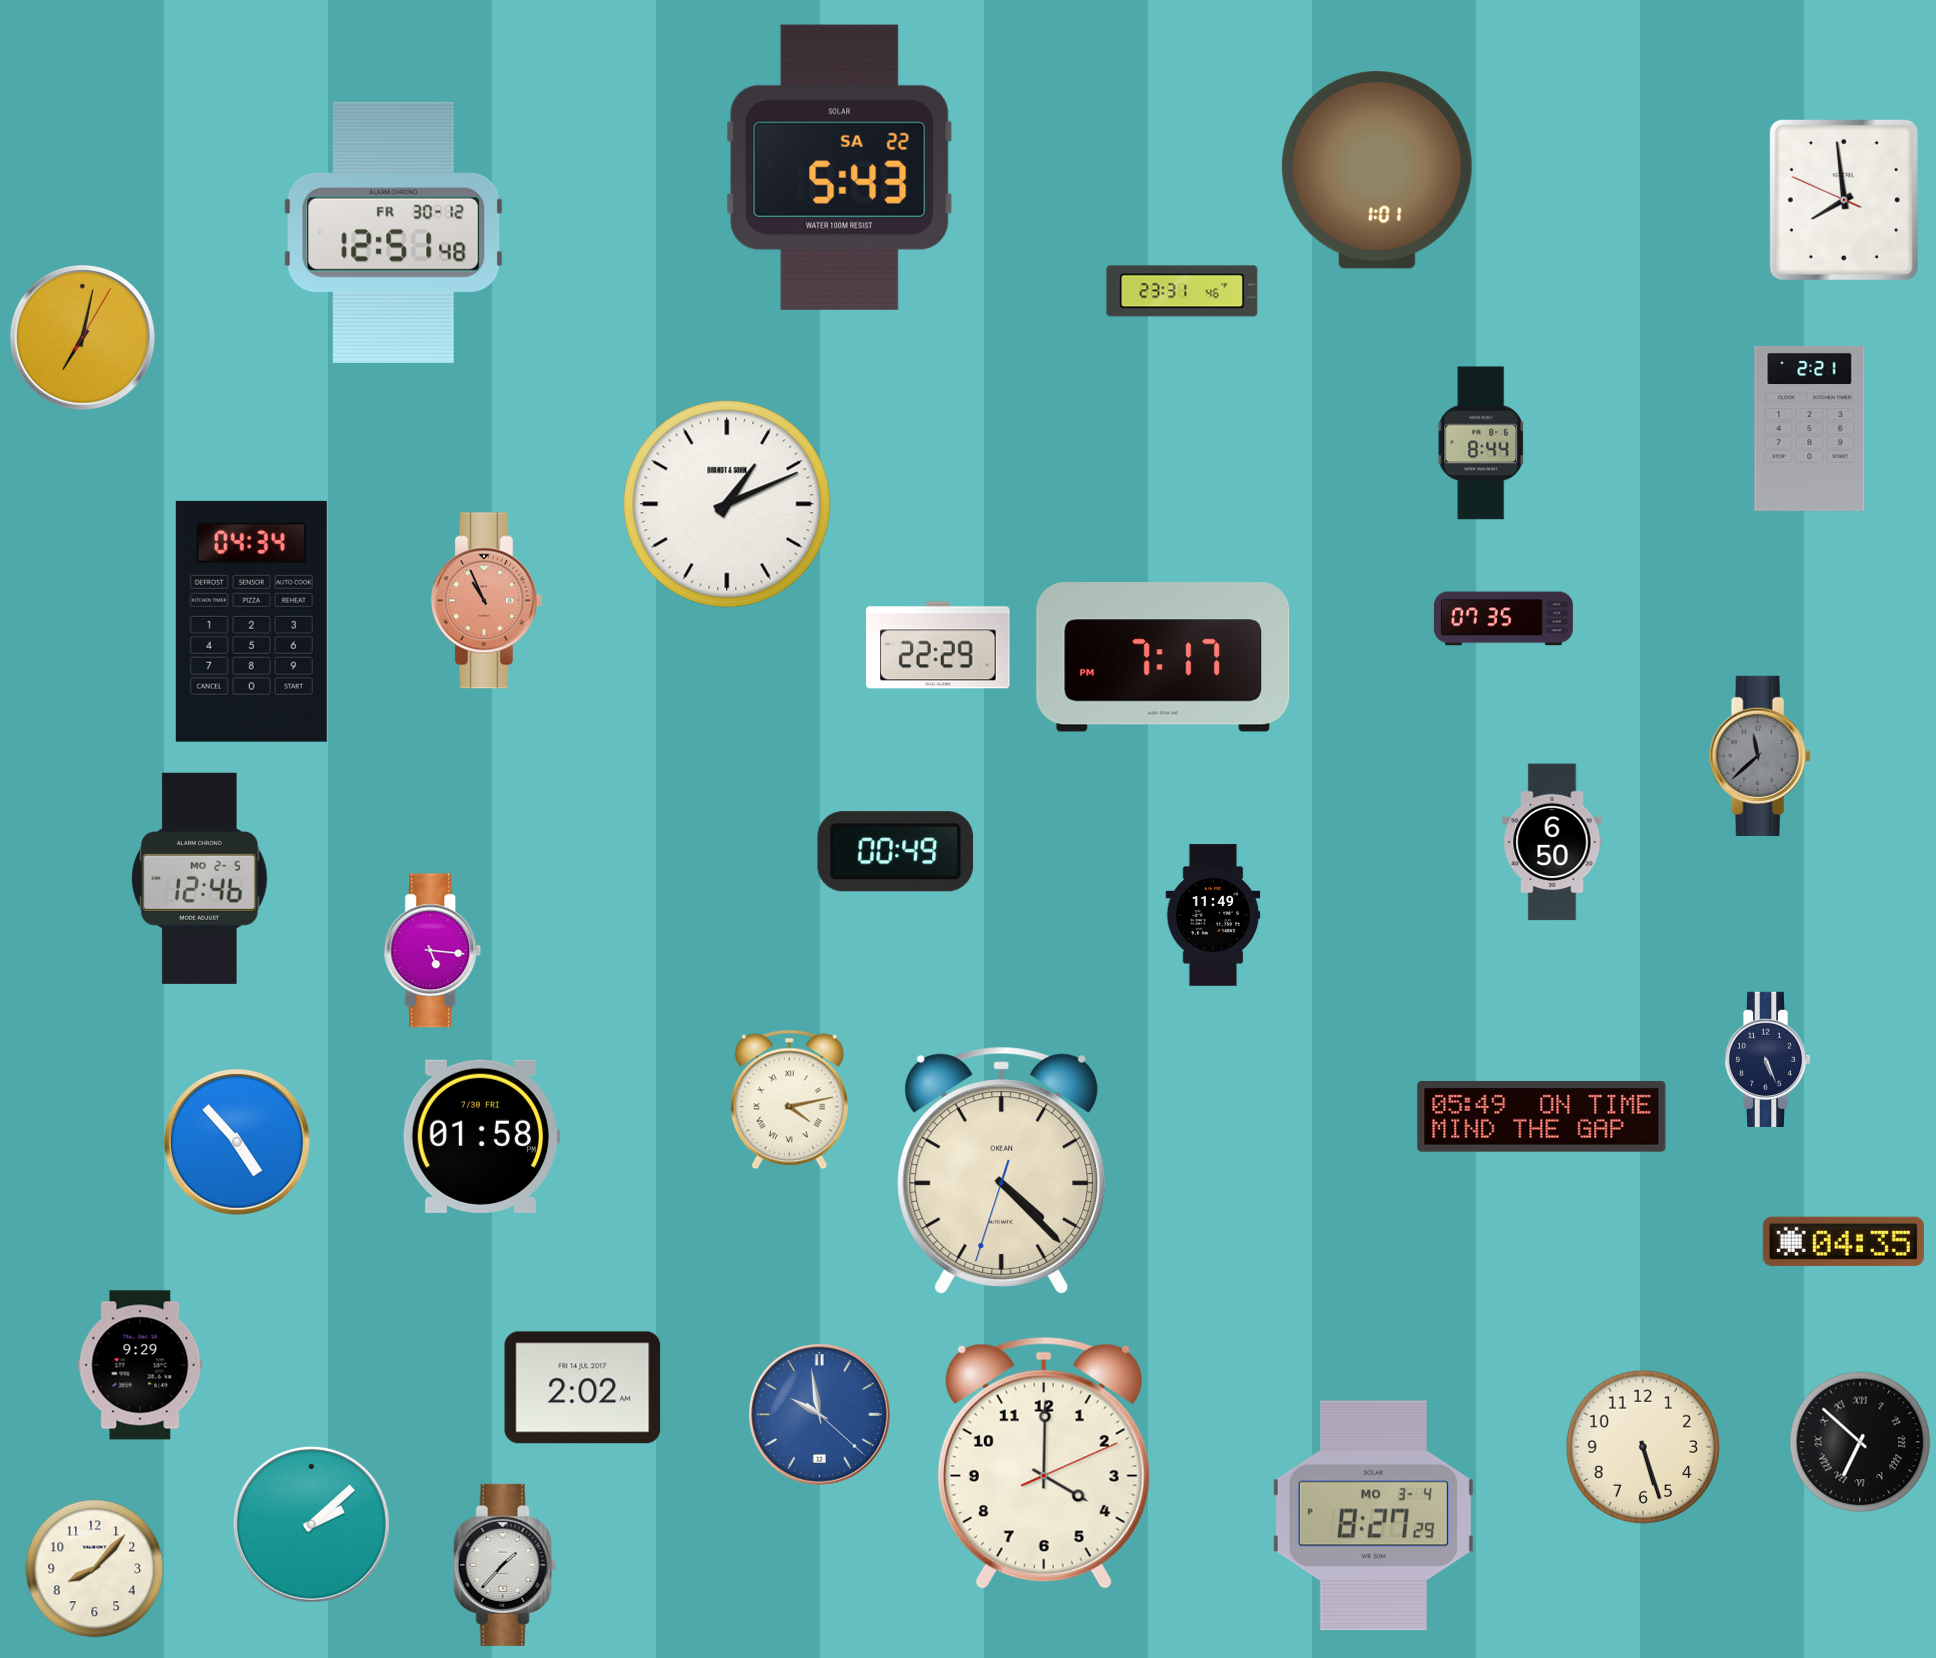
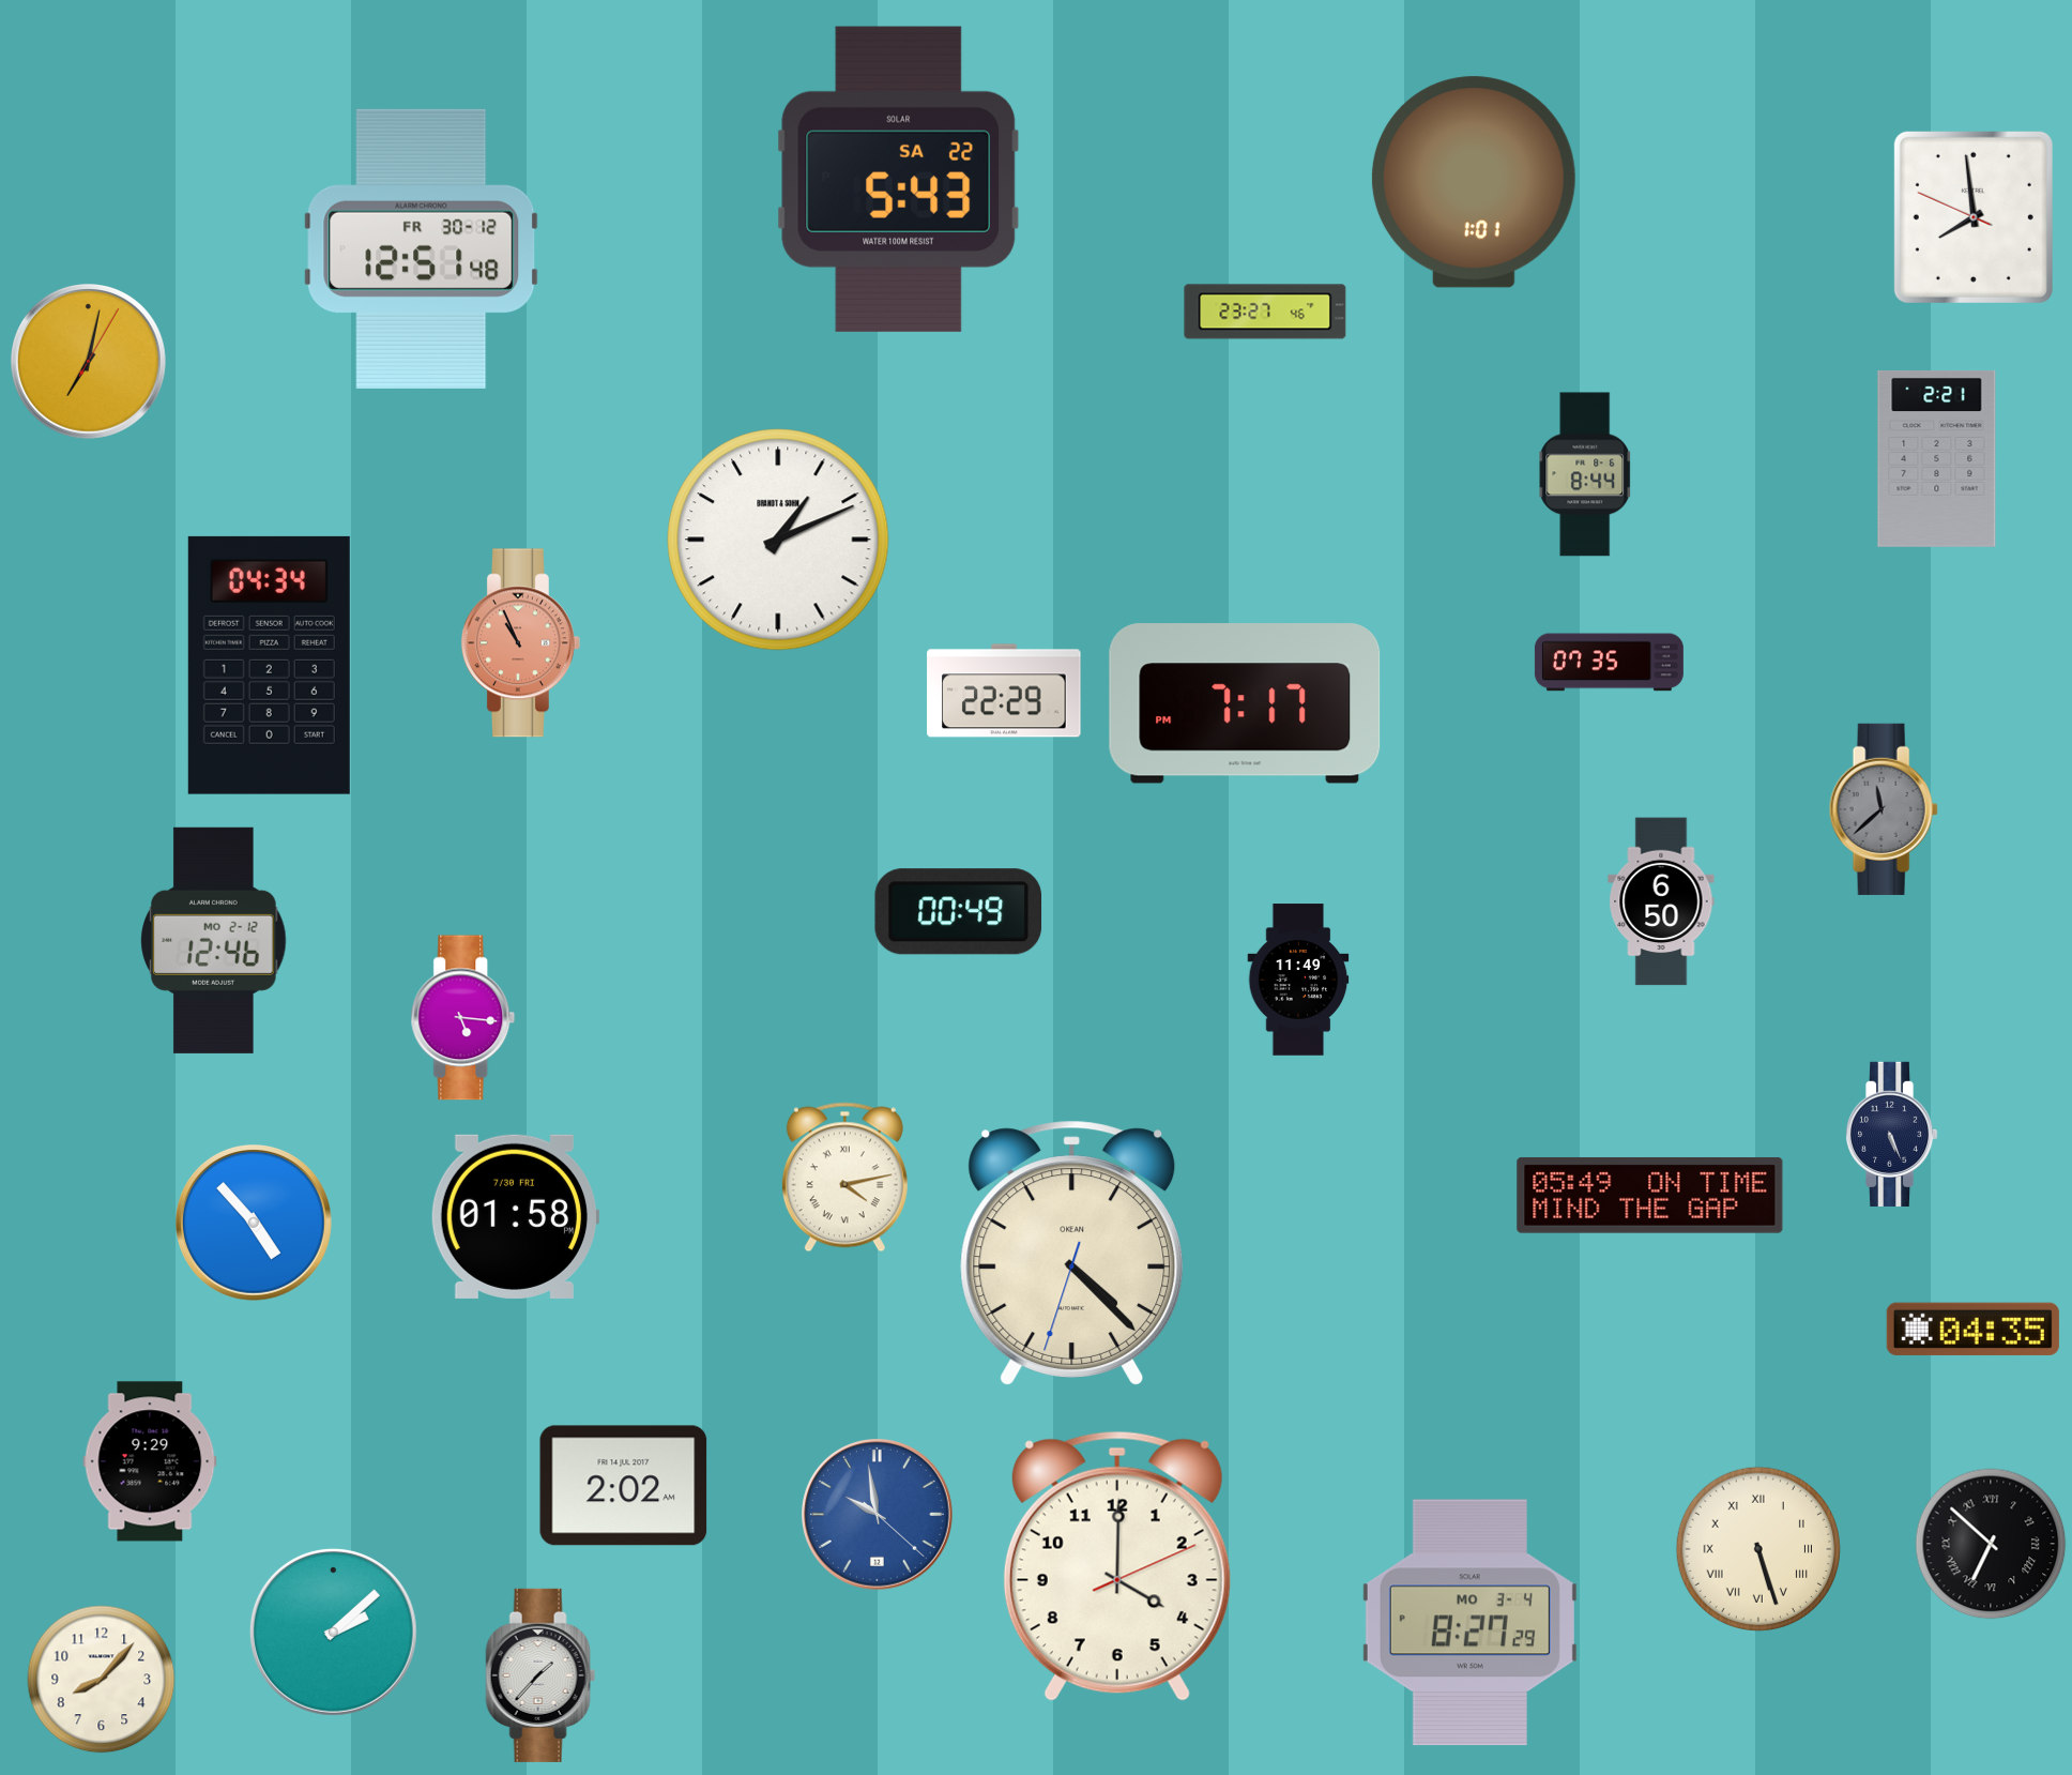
clock at (1844, 200) position: (1844, 200) -> (1974, 217)
clock at (1182, 291): 23:31 -> 23:27
clock at (200, 878) date: MO 2-5 -> MO 2-12
clock at (1643, 1447) numerals: Arabic -> Roman
